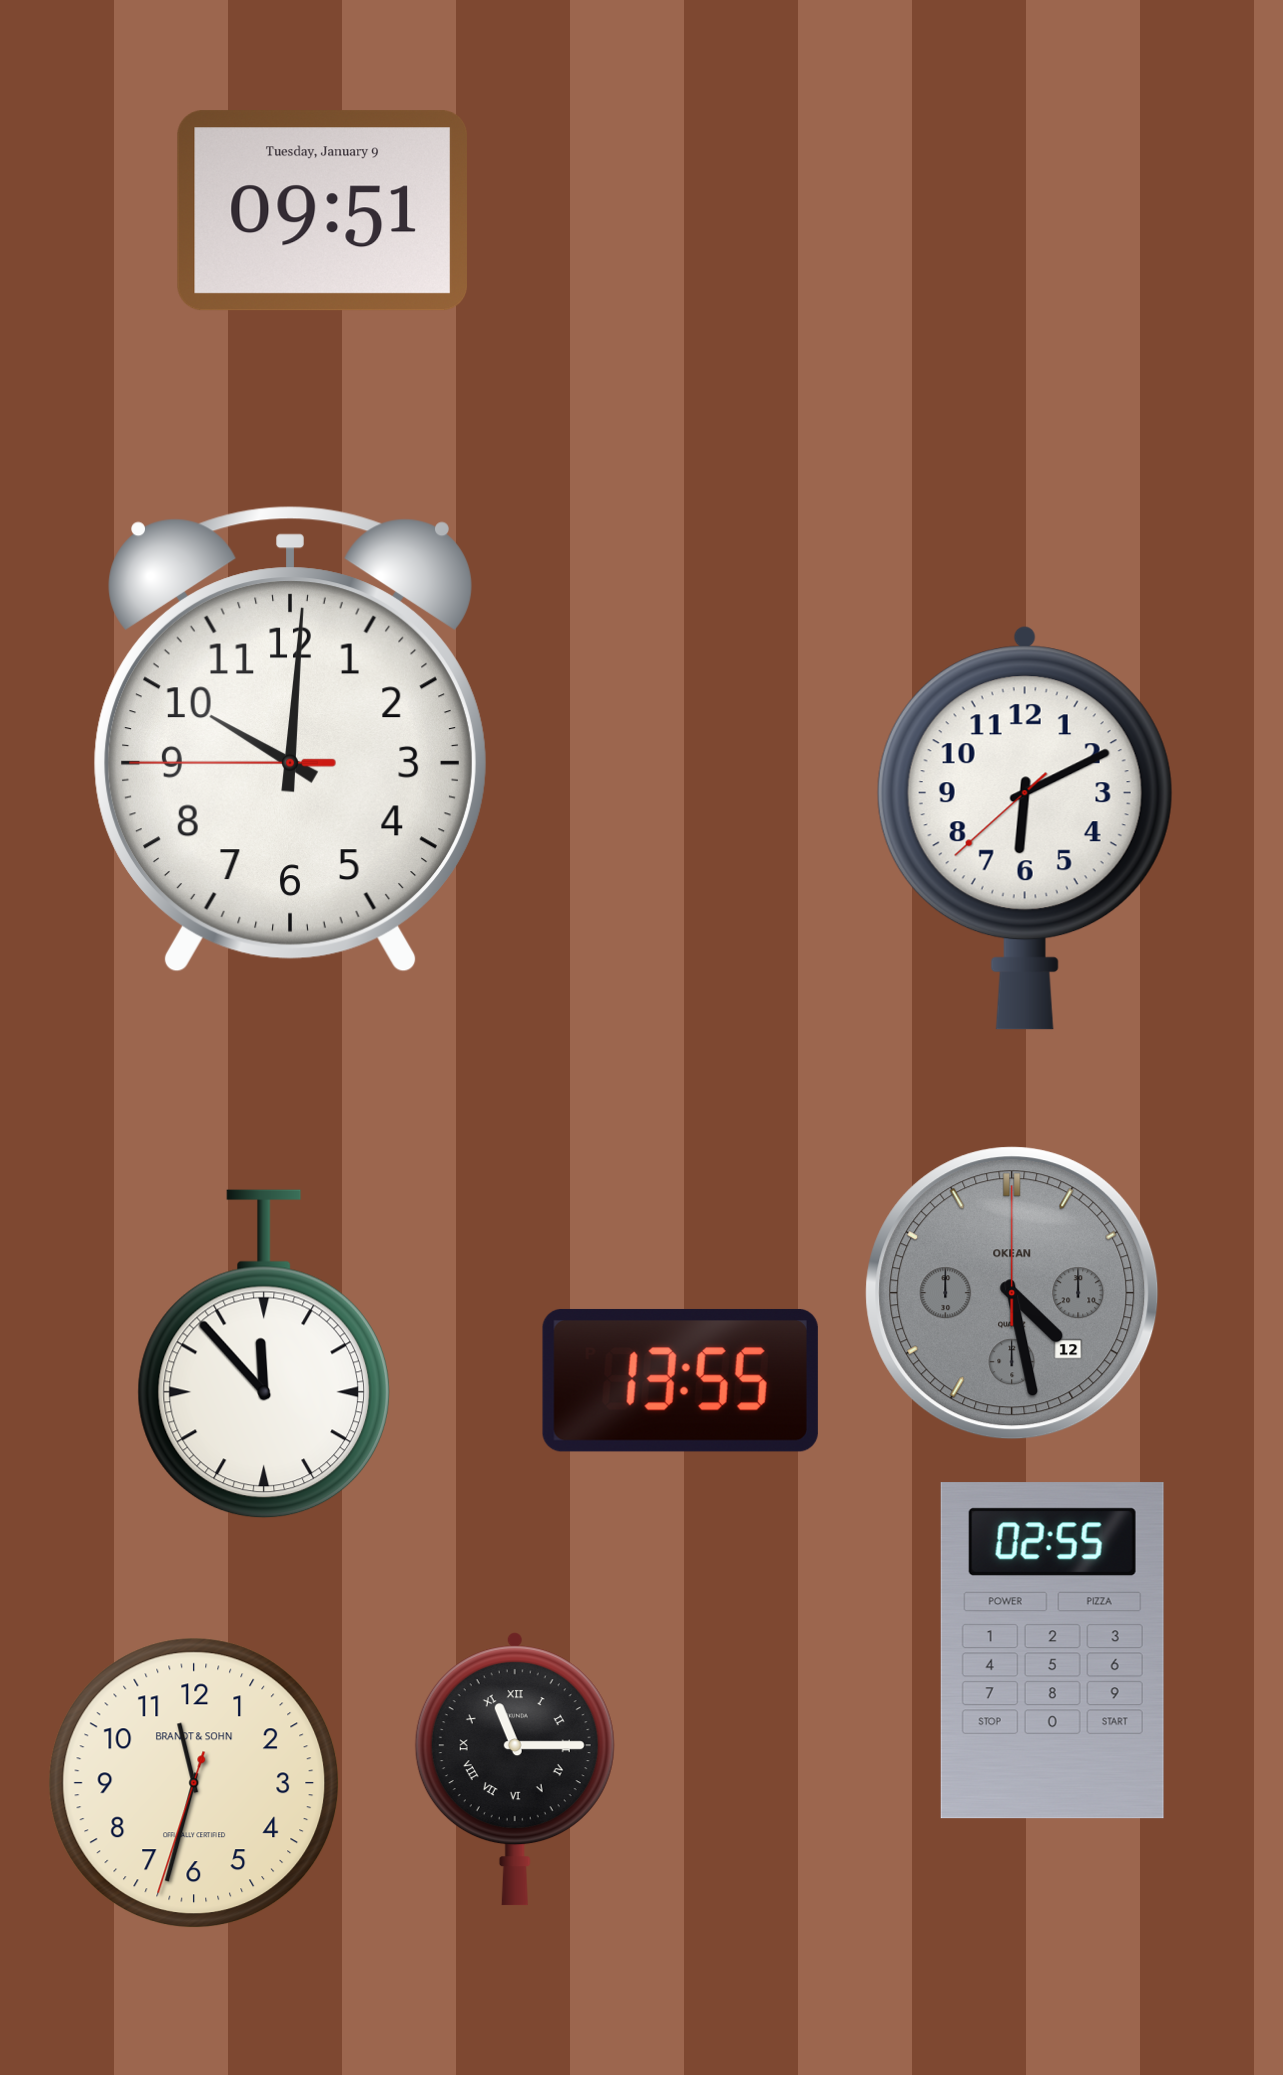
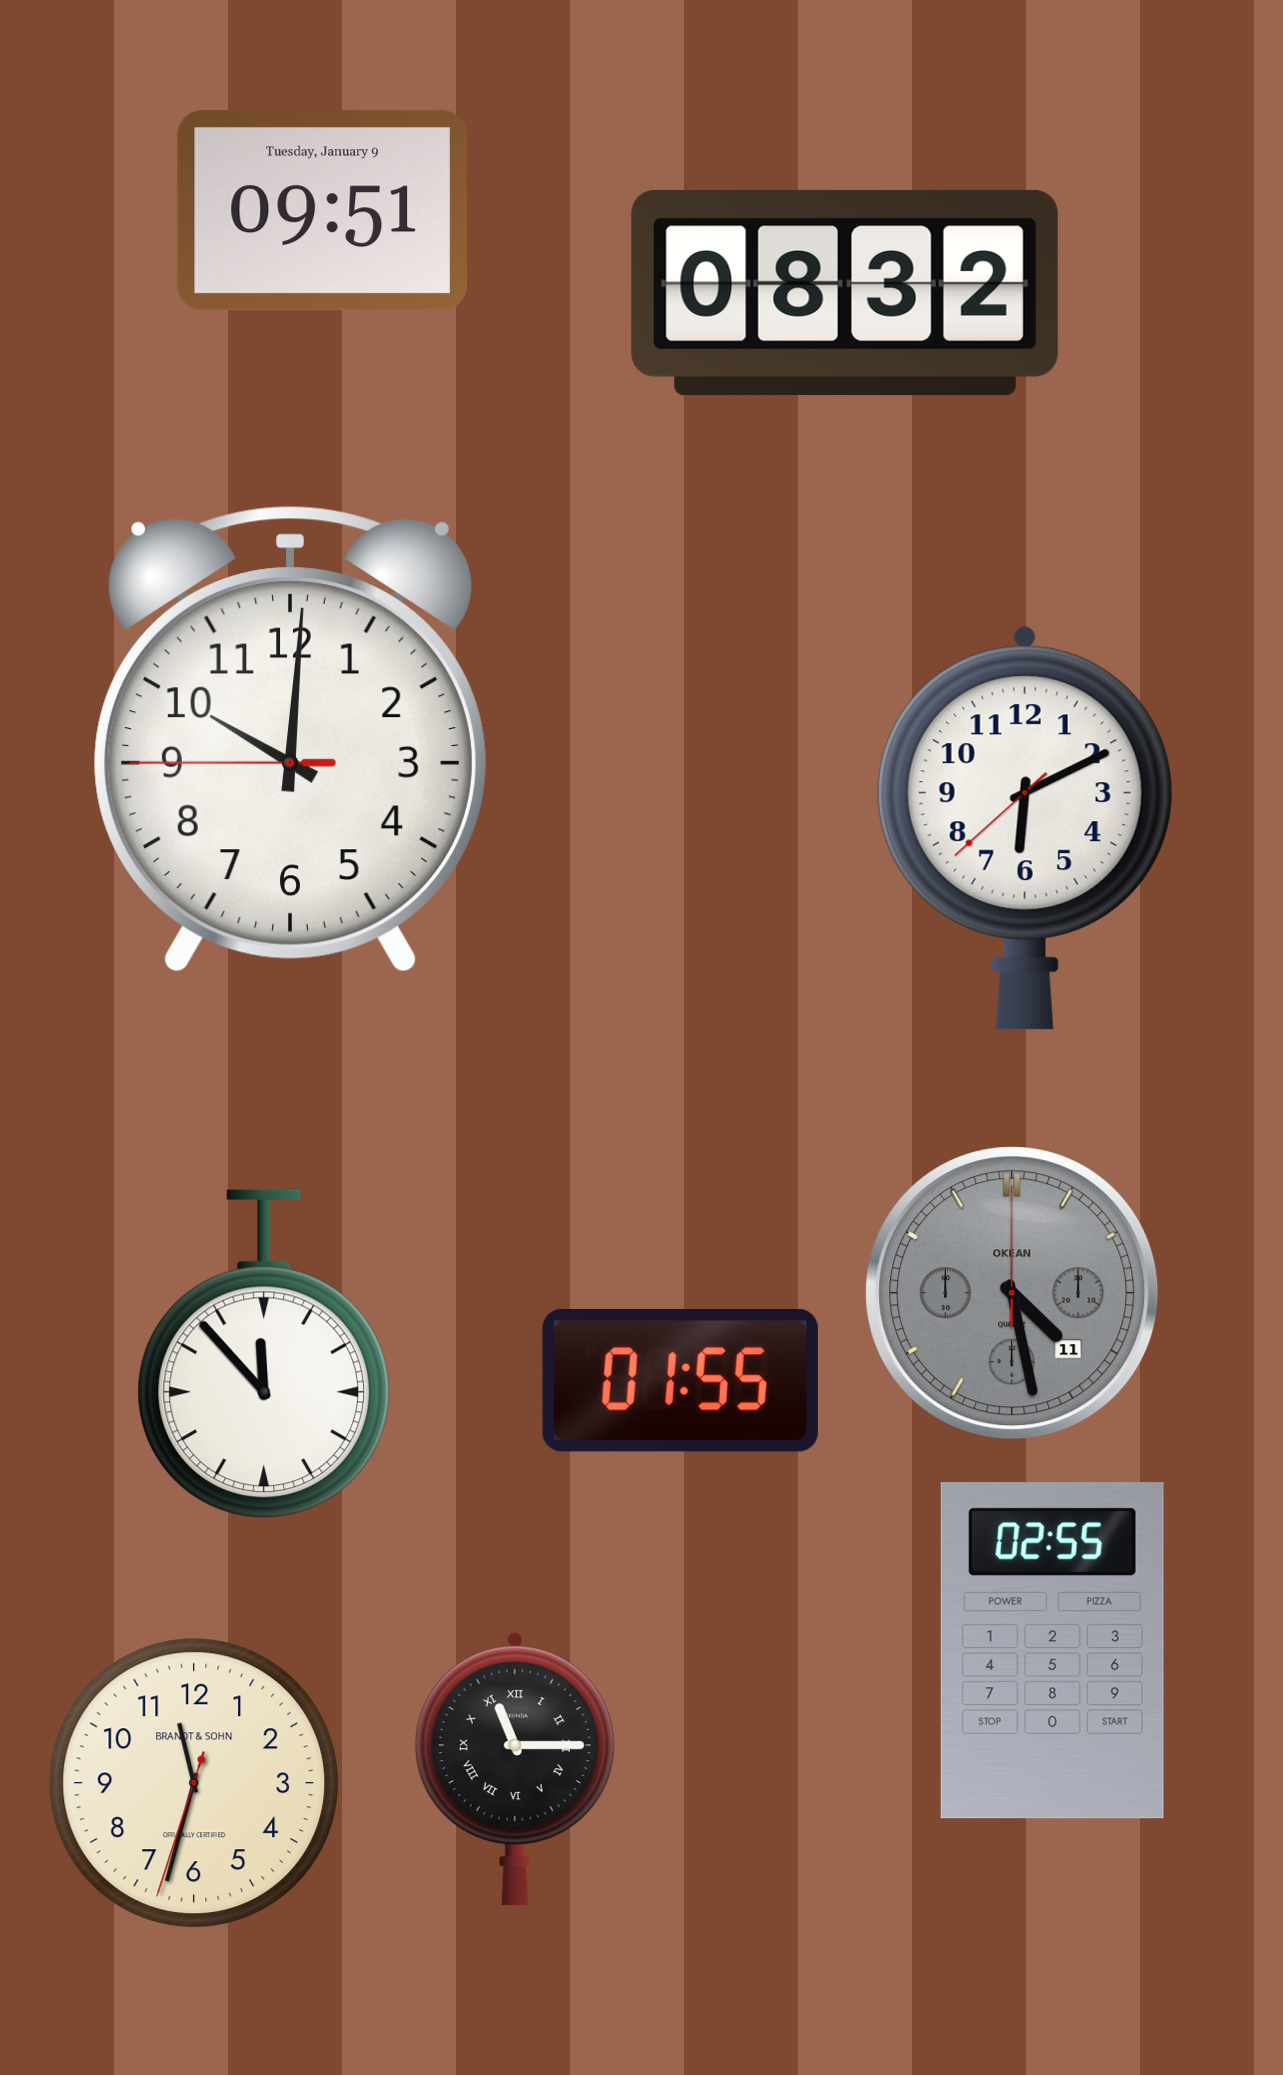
clock at (845, 293): none -> 08:32
clock at (1012, 1293) date: 12 -> 11
clock at (680, 1380): 13:55 -> 01:55
